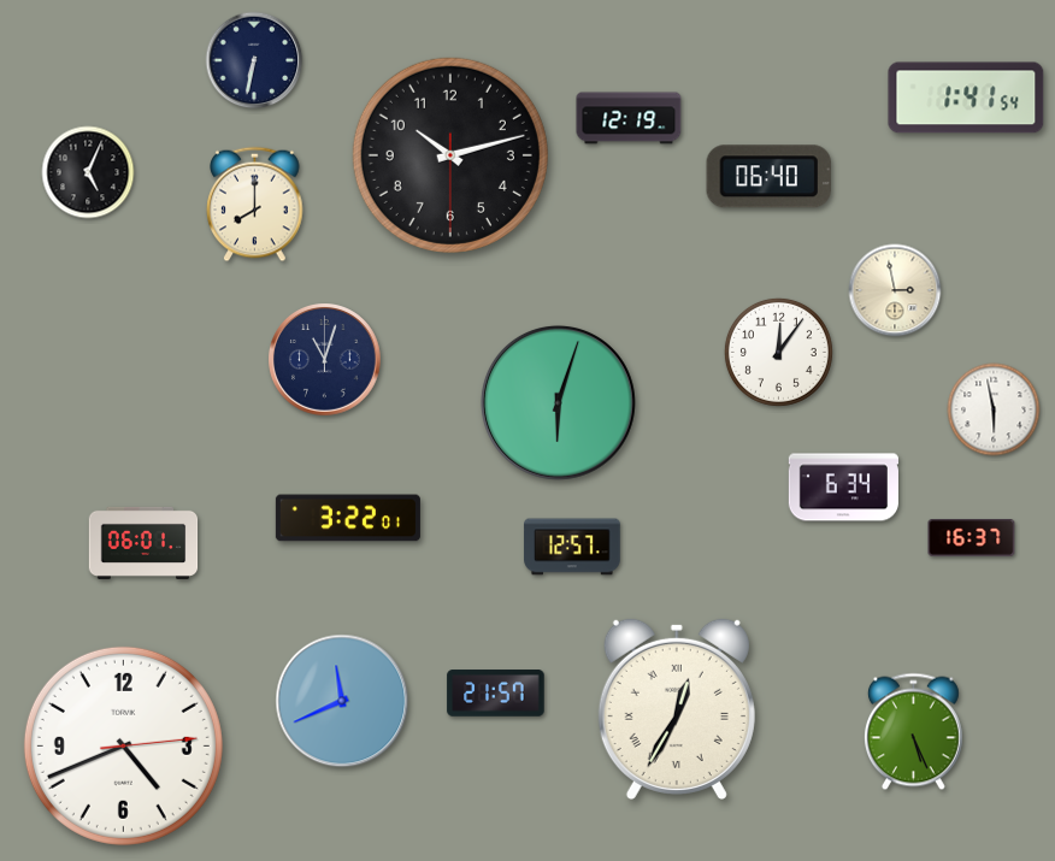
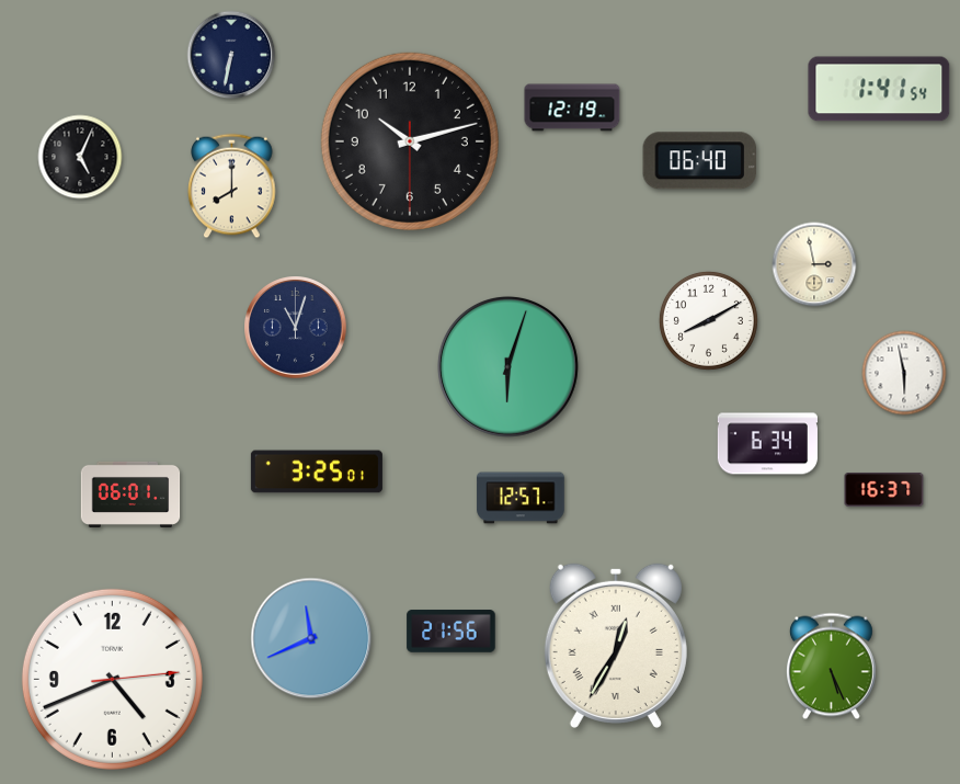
clock at (778, 352): 12:06 -> 8:10
clock at (348, 518): 3:22 -> 3:25
clock at (496, 694): 21:57 -> 21:56
